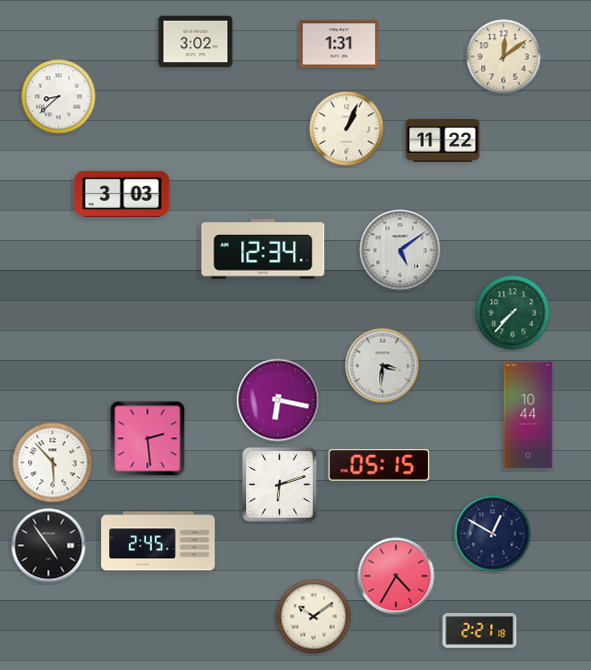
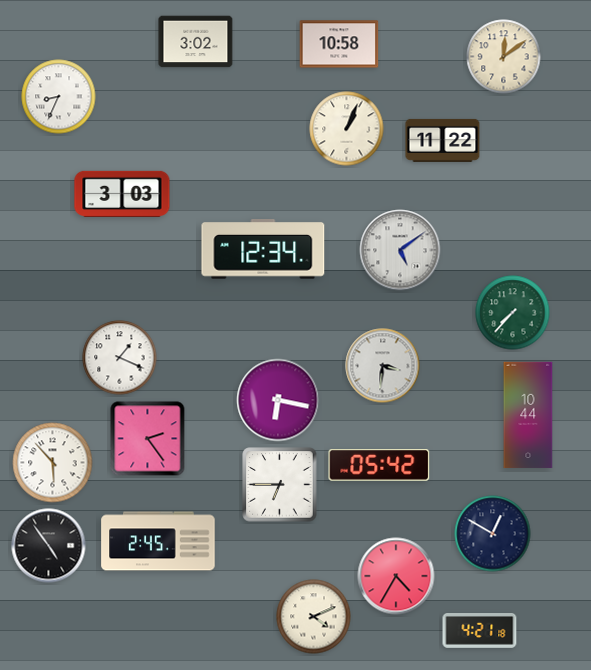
clock at (339, 44): 1:31 -> 10:58
clock at (59, 97): 8:38 -> 8:34
clock at (120, 358): none -> 1:19
clock at (148, 439): 2:29 -> 2:24
clock at (379, 465): 05:15 -> 05:42
clock at (280, 485): 6:12 -> 6:45
clock at (314, 617): 10:09 -> 4:11
clock at (480, 631): 2:21 -> 4:21
